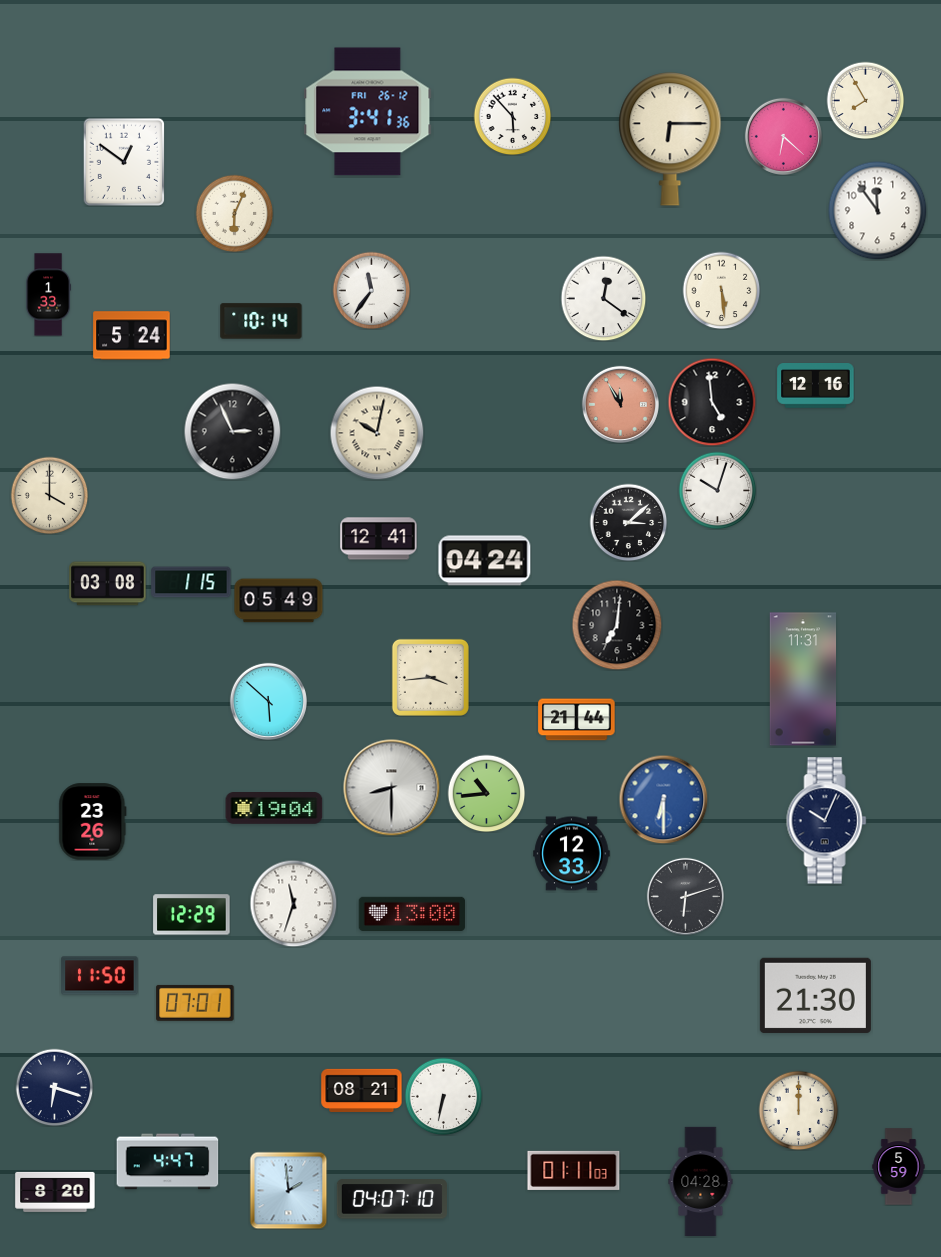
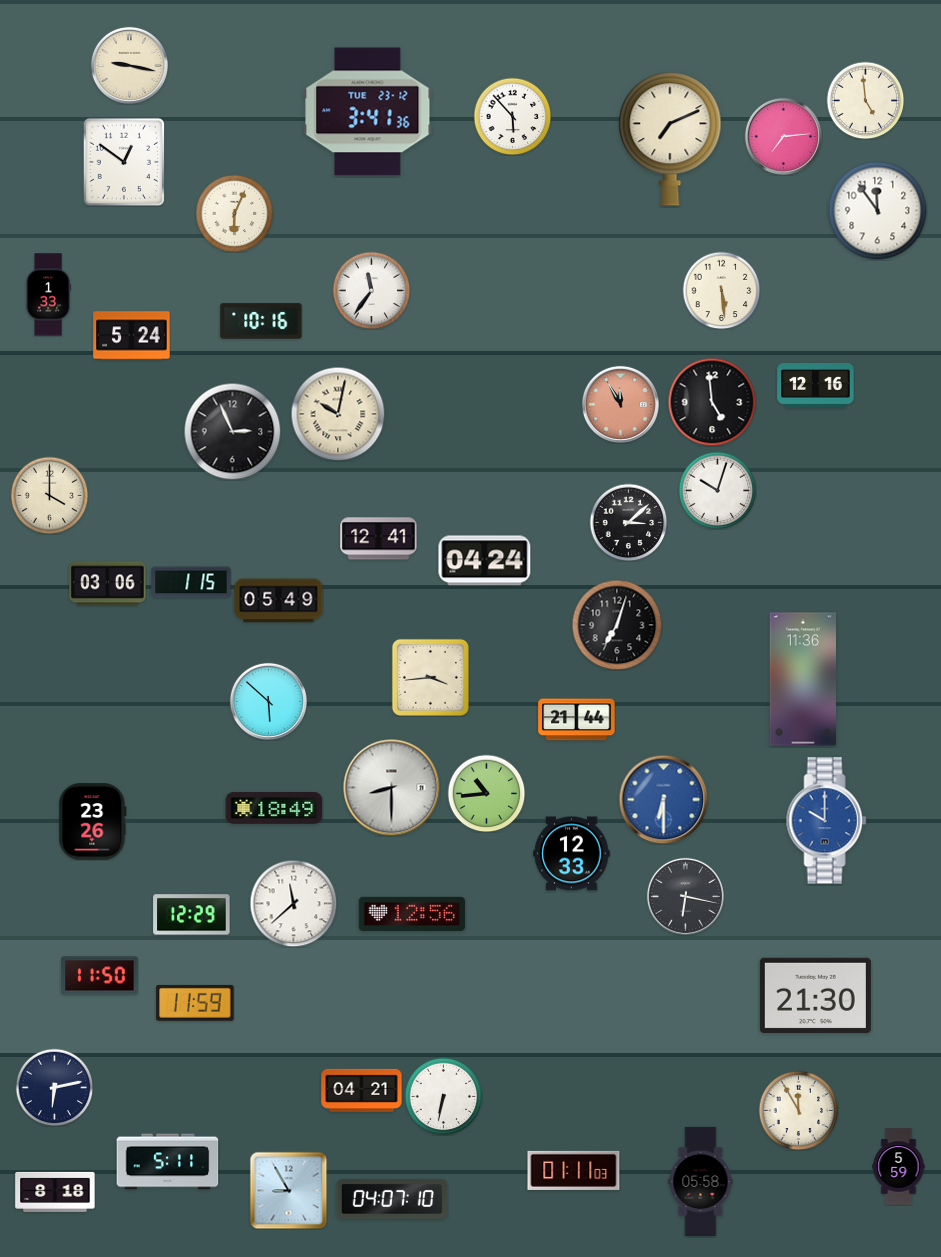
clock at (129, 65): none -> 9:17
clock at (865, 100): 7:55 -> 4:59
clock at (368, 112) date: FRI 26-12 -> TUE 23-12
clock at (783, 136): 6:22 -> 7:14
clock at (670, 139): 6:15 -> 7:11
clock at (603, 298): 12:21 -> none
clock at (261, 321): 10:14 -> 10:16
clock at (377, 433) position: (377, 433) -> (338, 414)
clock at (108, 584): 03:08 -> 03:06
clock at (617, 625): 7:01 -> 7:03
clock at (802, 679): 11:31 -> 11:36
clock at (274, 809): 19:04 -> 18:49
clock at (827, 821): 10:04 -> 10:00
clock at (827, 821) dial: navy -> blue
clock at (685, 896): 6:12 -> 6:17
clock at (293, 903): 11:33 -> 11:38
clock at (412, 914): 13:00 -> 12:56
clock at (195, 1003): 07:01 -> 11:59
clock at (54, 1087): 6:18 -> 6:13
clock at (362, 1090): 08:21 -> 04:21
clock at (798, 1110): 12:00 -> 11:55
clock at (168, 1162): 4:47 -> 5:11
clock at (701, 1181): 04:28 -> 05:58
clock at (288, 1190): 1:59 -> 8:55
clock at (55, 1192): 8:20 -> 8:18
